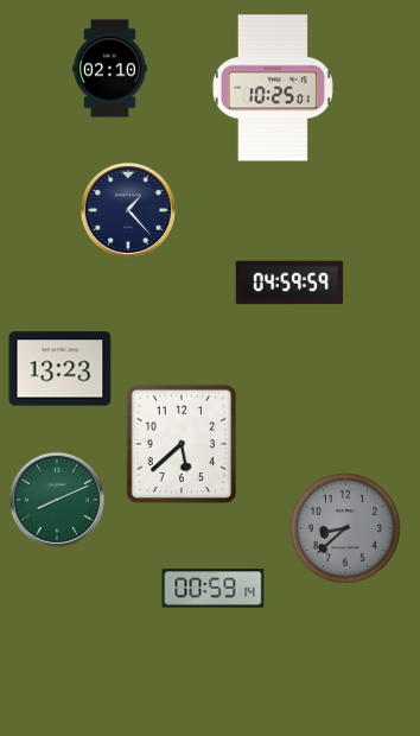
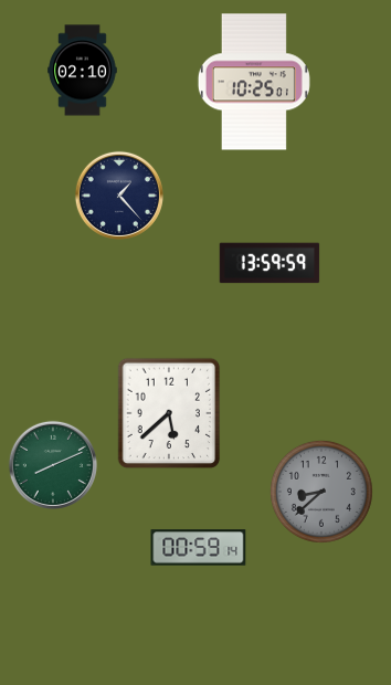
clock at (110, 69) position: (110, 69) -> (83, 71)
clock at (289, 283): 04:59 -> 13:59
clock at (61, 369): 13:23 -> none
